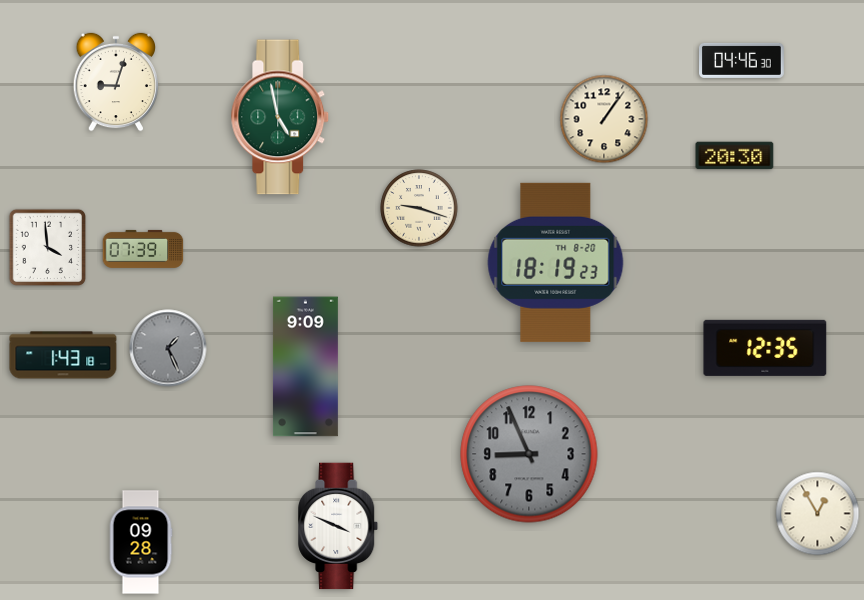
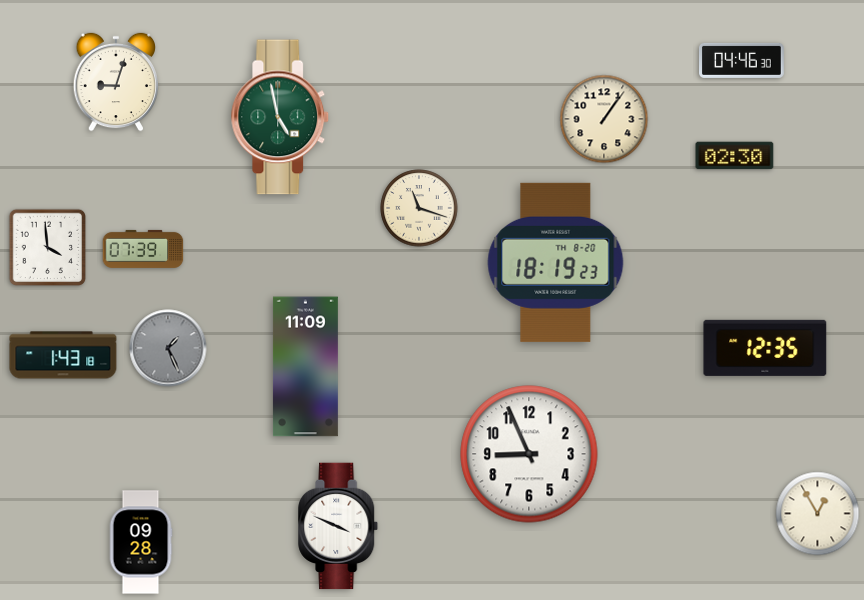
clock at (735, 156): 20:30 -> 02:30
clock at (419, 208): 9:18 -> 11:18
clock at (305, 367): 9:09 -> 11:09
clock at (529, 454) dial: grey -> white
